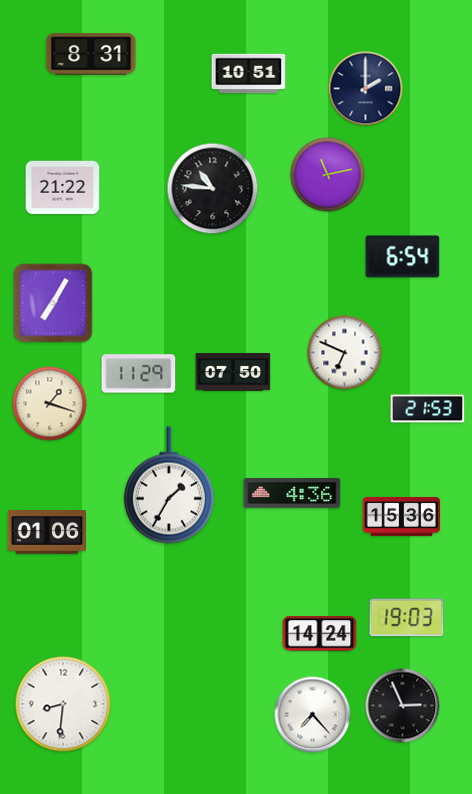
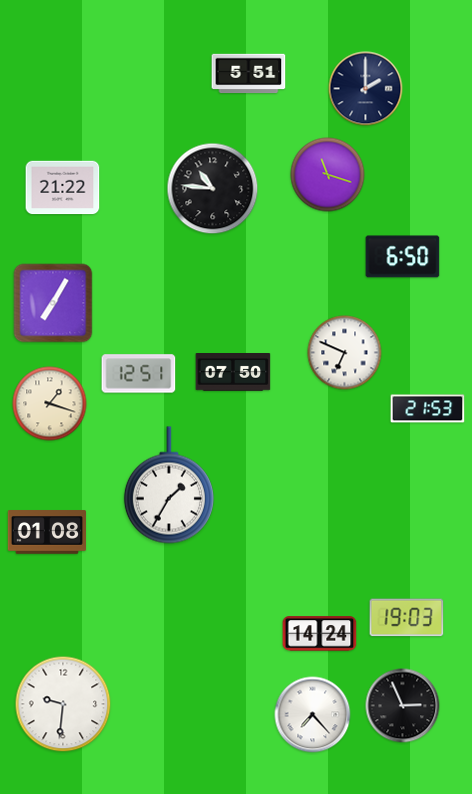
clock at (91, 54): 8:31 -> none
clock at (249, 74): 10:51 -> 5:51
clock at (328, 175): 11:13 -> 11:18
clock at (403, 257): 6:54 -> 6:50
clock at (139, 374): 11:29 -> 12:51
clock at (292, 494): 4:36 -> none
clock at (402, 516): 15:36 -> none
clock at (46, 532): 01:06 -> 01:08
clock at (63, 704): 8:31 -> 9:31
